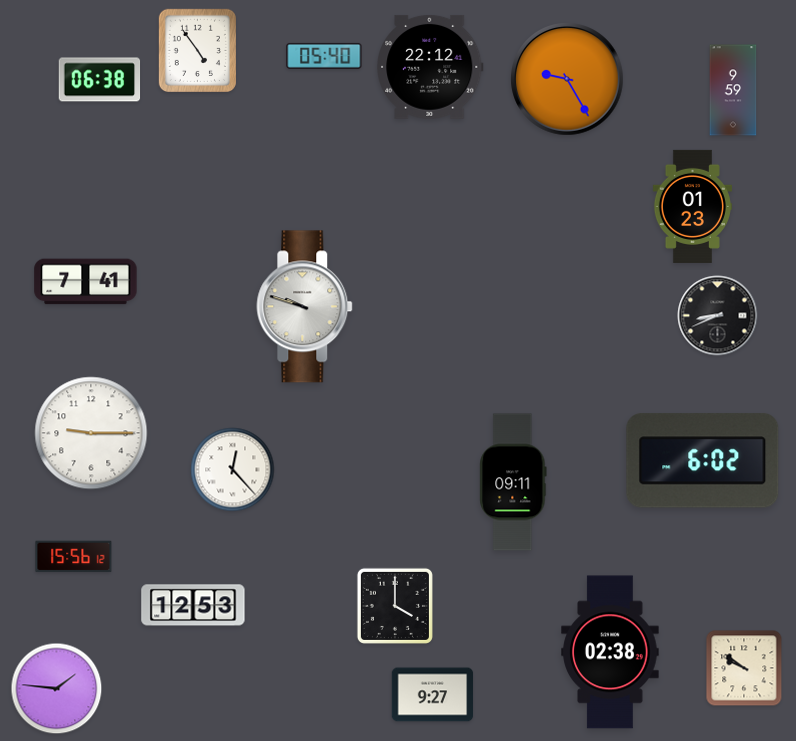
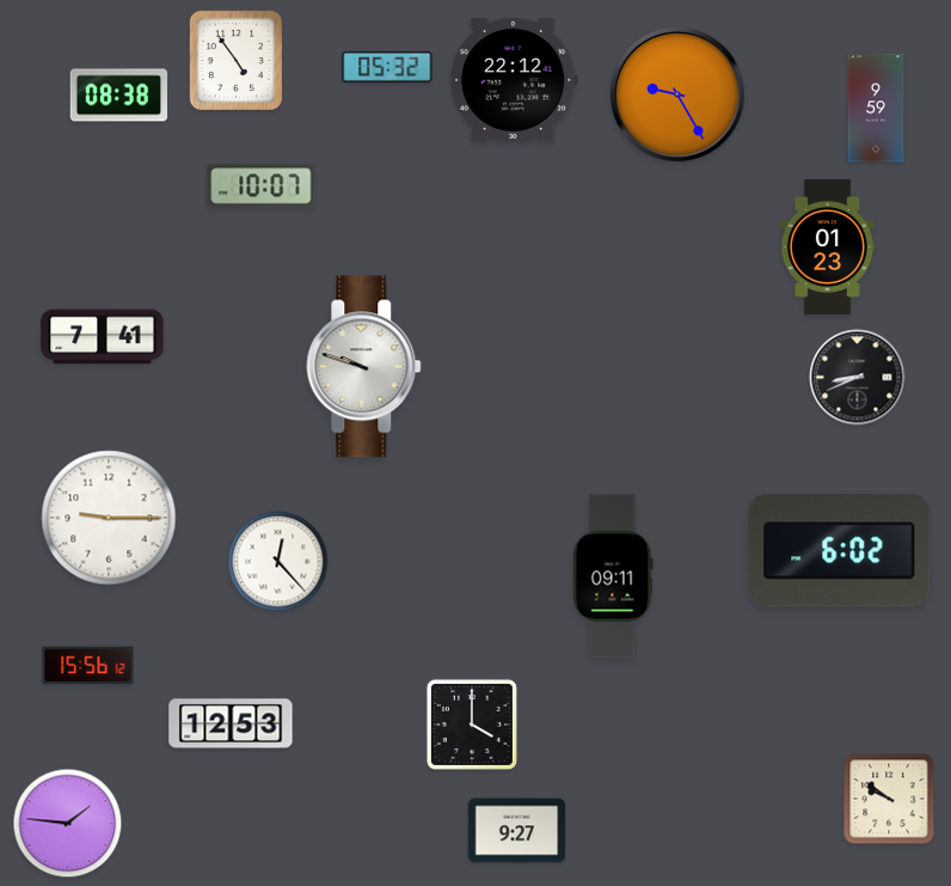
clock at (324, 56): 05:40 -> 05:32
clock at (100, 80): 06:38 -> 08:38
clock at (262, 187): none -> 10:07
clock at (610, 652): 02:38 -> none
